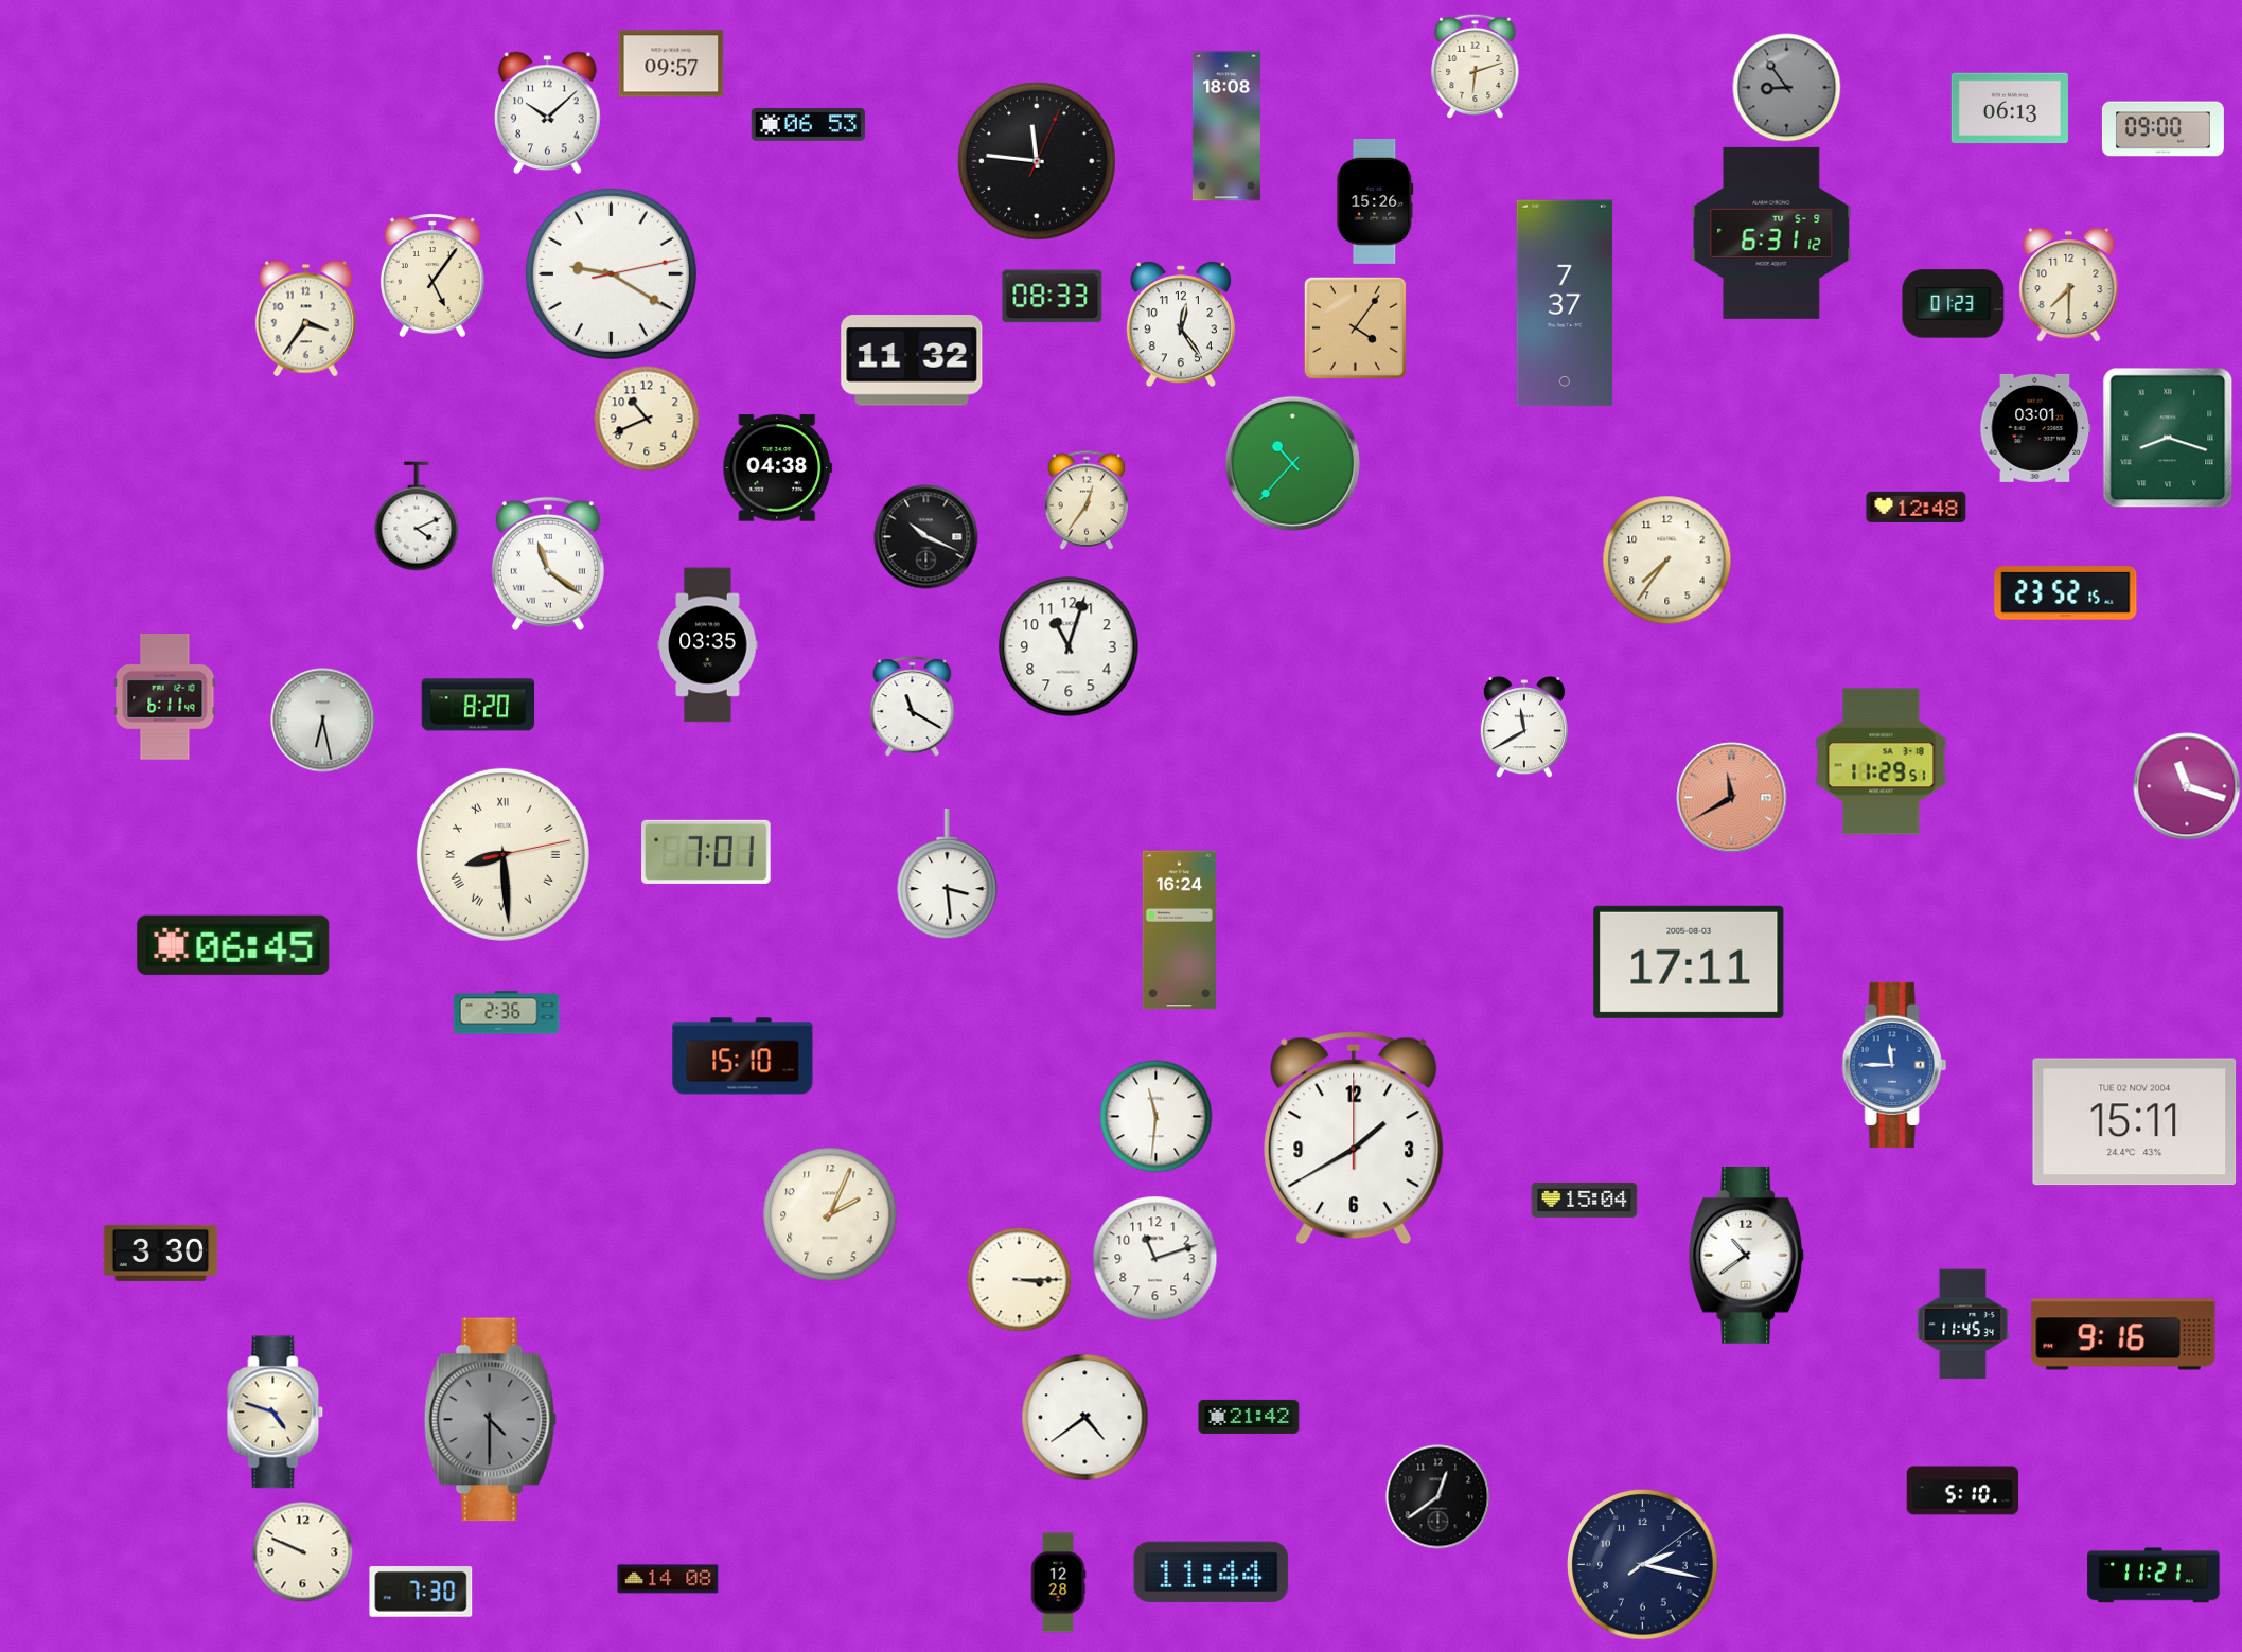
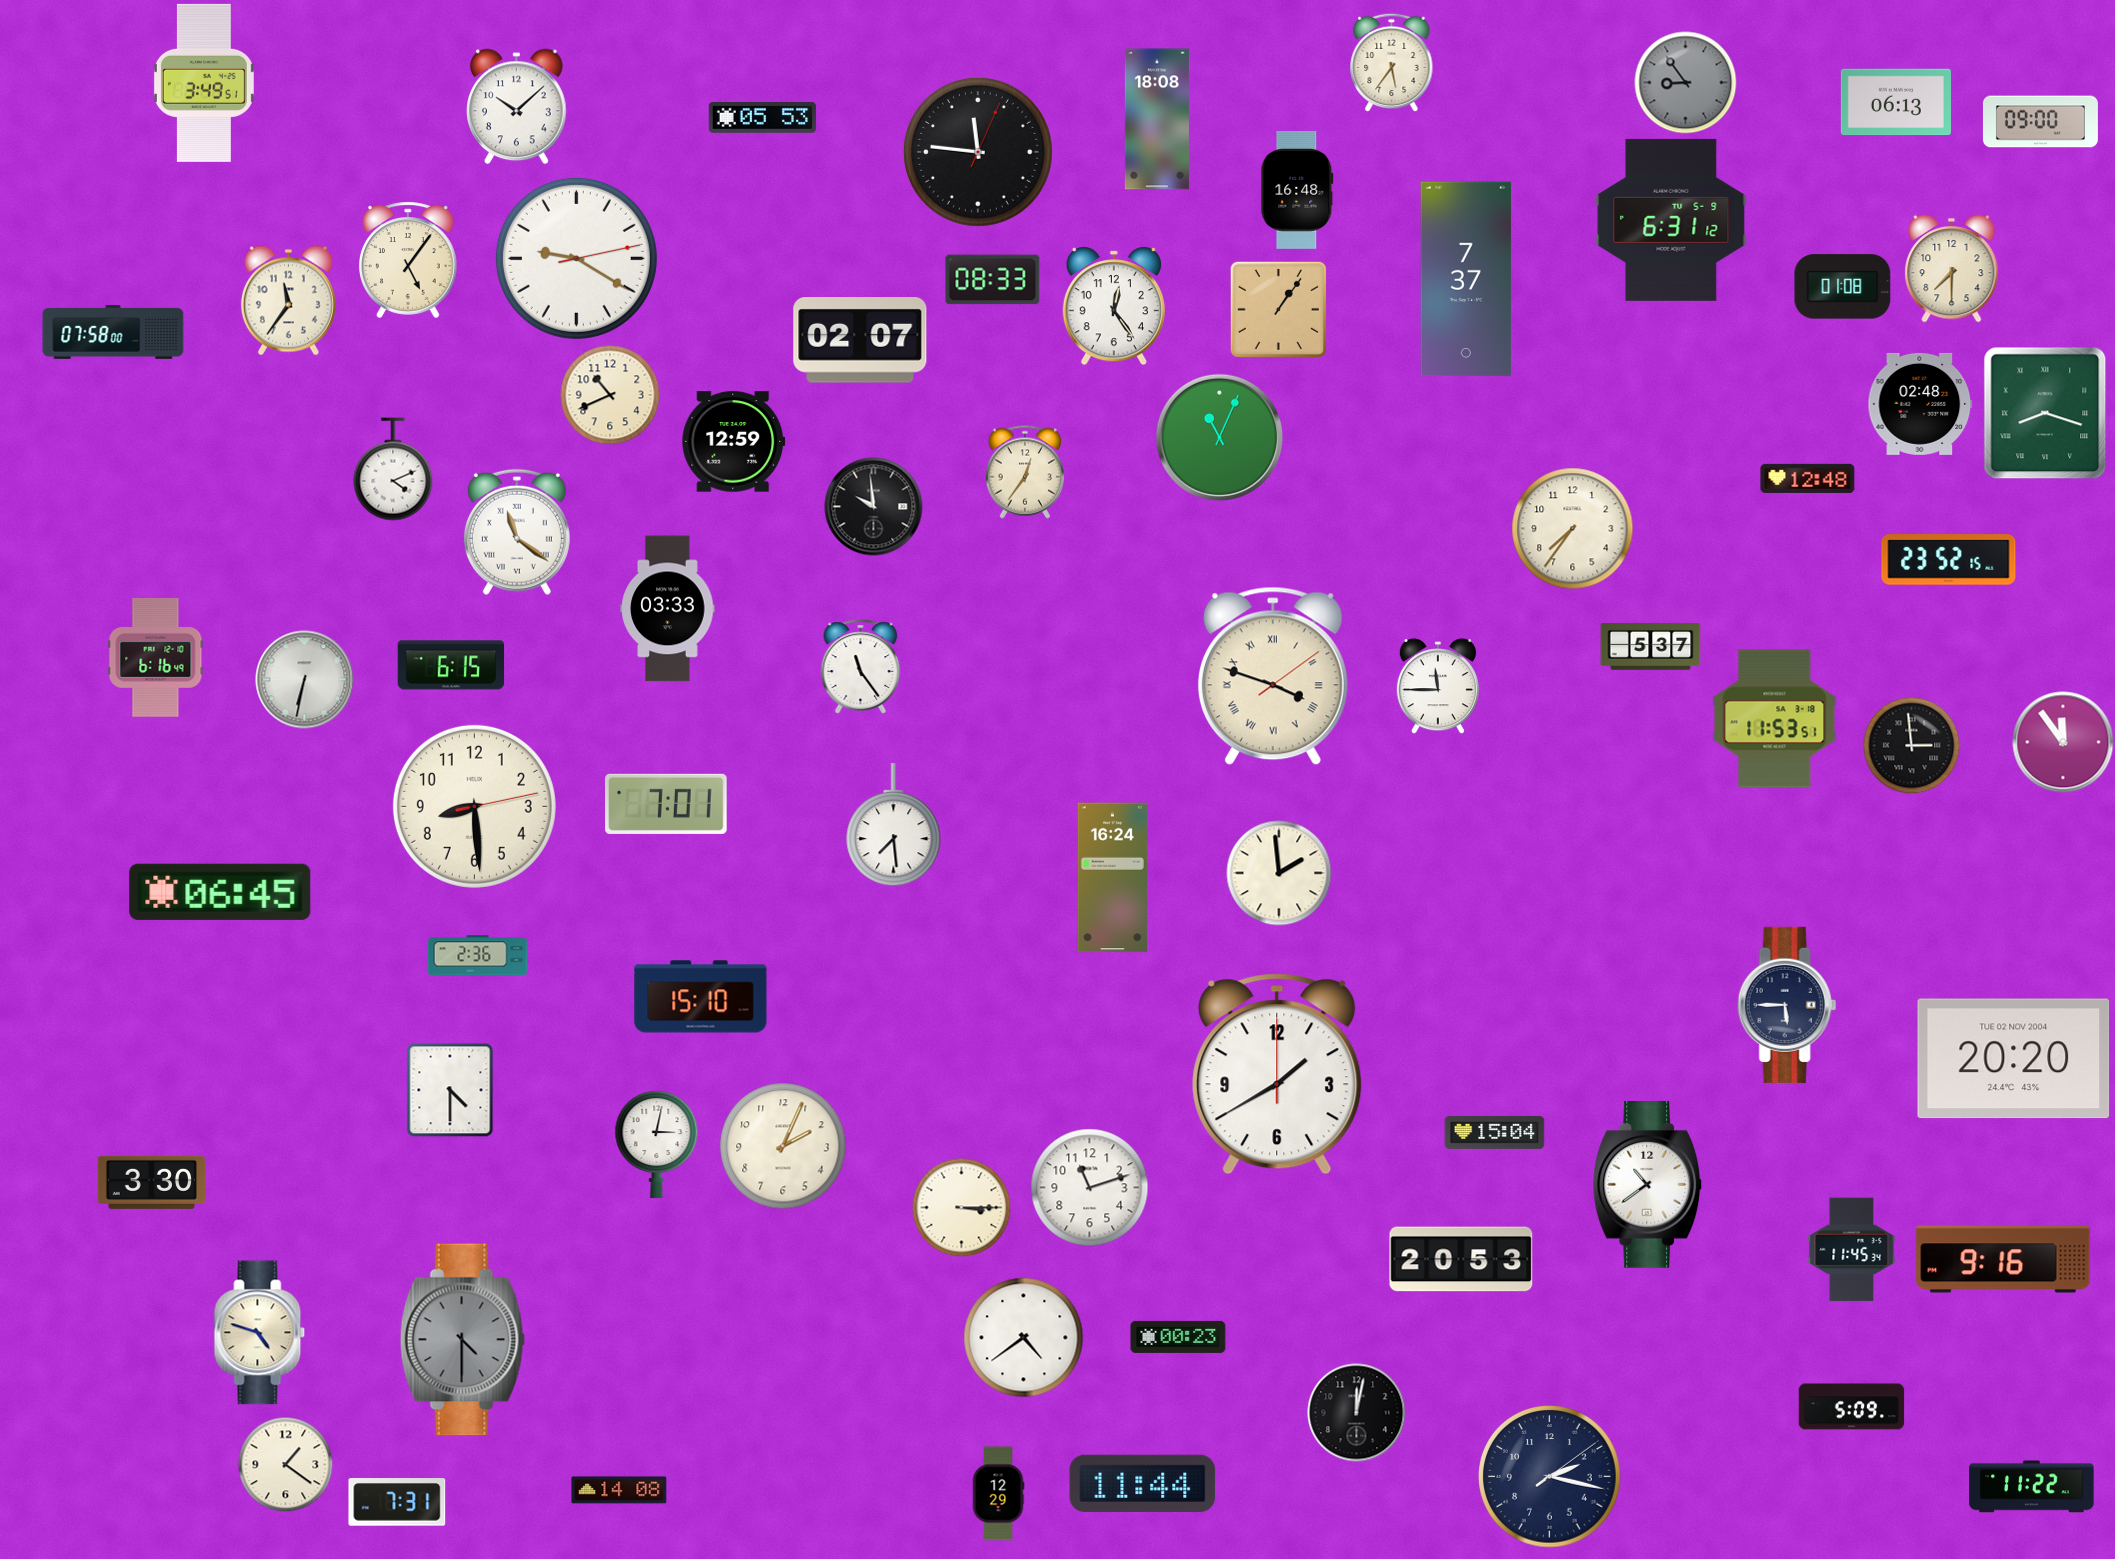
clock at (671, 64): 09:57 -> none
clock at (1476, 66): 6:12 -> 5:36
clock at (204, 83): none -> 3:49
clock at (809, 124): 06:53 -> 05:53
clock at (1375, 201): 15:26 -> 16:48
clock at (1565, 303) position: (1565, 303) -> (1466, 279)
clock at (1954, 304): 01:23 -> 01:08
clock at (305, 319): 3:36 -> 11:36
clock at (1355, 327): 4:06 -> 1:06
clock at (113, 333): none -> 07:58
clock at (912, 360): 11:32 -> 02:07
clock at (2035, 428): 03:01 -> 02:48
clock at (1292, 463): 10:37 -> 11:04
clock at (778, 468): 04:38 -> 12:59
clock at (417, 516) position: (417, 516) -> (393, 469)
clock at (926, 537): 10:19 -> 9:59
clock at (708, 645): 03:35 -> 03:33
clock at (1069, 646): 11:03 -> none
clock at (1651, 646): none -> 5:37
clock at (165, 696): 6:11 -> 6:16
clock at (478, 705): 8:20 -> 6:15
clock at (913, 707): 11:20 -> 11:24
clock at (1273, 676): none -> 3:48
clock at (323, 721): 6:28 -> 6:32
clock at (1524, 727): 11:40 -> 11:45
clock at (1882, 762): 11:29 -> 11:53
clock at (2187, 786): 11:18 -> 11:54
clock at (1911, 745): none -> 2:59
clock at (1732, 798): 11:40 -> none
clock at (502, 854) numerals: Roman -> Arabic
clock at (948, 874): 3:29 -> 7:29
clock at (1279, 873): none -> 1:59
clock at (1689, 962): 17:11 -> none
clock at (1894, 1065): 11:45 -> 5:45
clock at (1894, 1065) dial: blue -> navy
clock at (1157, 1117): 11:31 -> none
clock at (2135, 1122): 15:11 -> 20:20
clock at (450, 1090): none -> 4:30
clock at (657, 1145): none -> 3:02
clock at (1461, 1259): none -> 20:53
clock at (1249, 1417): 21:42 -> 00:23
clock at (1963, 1491): 5:10 -> 5:09
clock at (1438, 1497): 12:39 -> 12:02
clock at (302, 1551): 9:49 -> 1:21
clock at (2154, 1576): 11:21 -> 11:22
clock at (668, 1579) position: (668, 1579) -> (619, 1490)
clock at (1058, 1583): 12:28 -> 12:29
clock at (421, 1592): 7:30 -> 7:31
